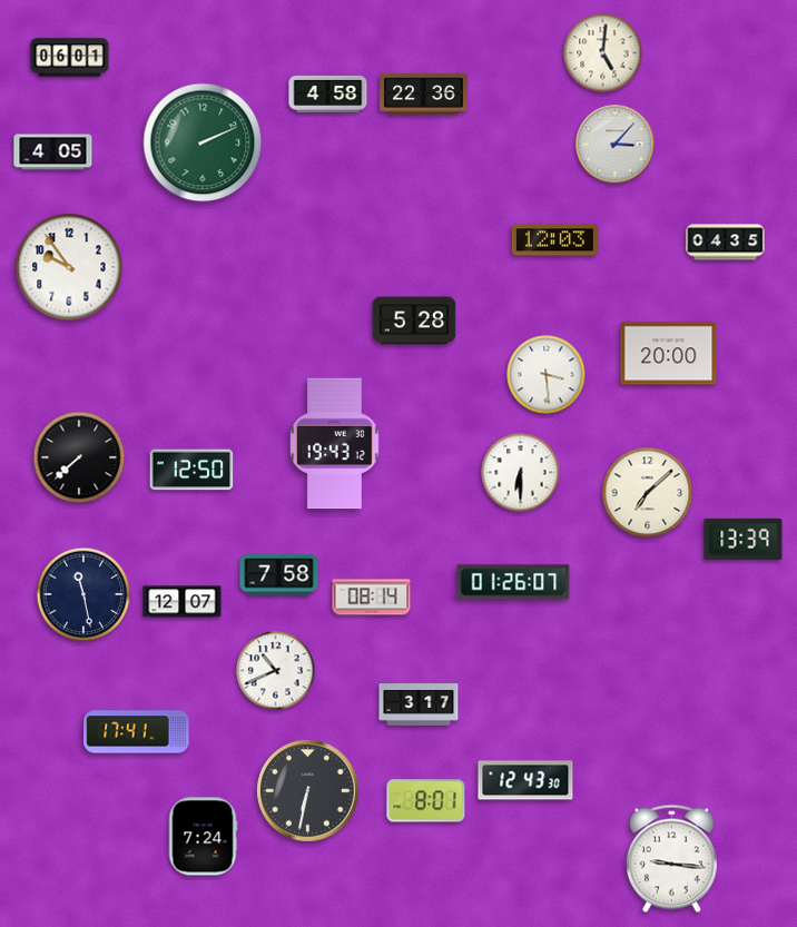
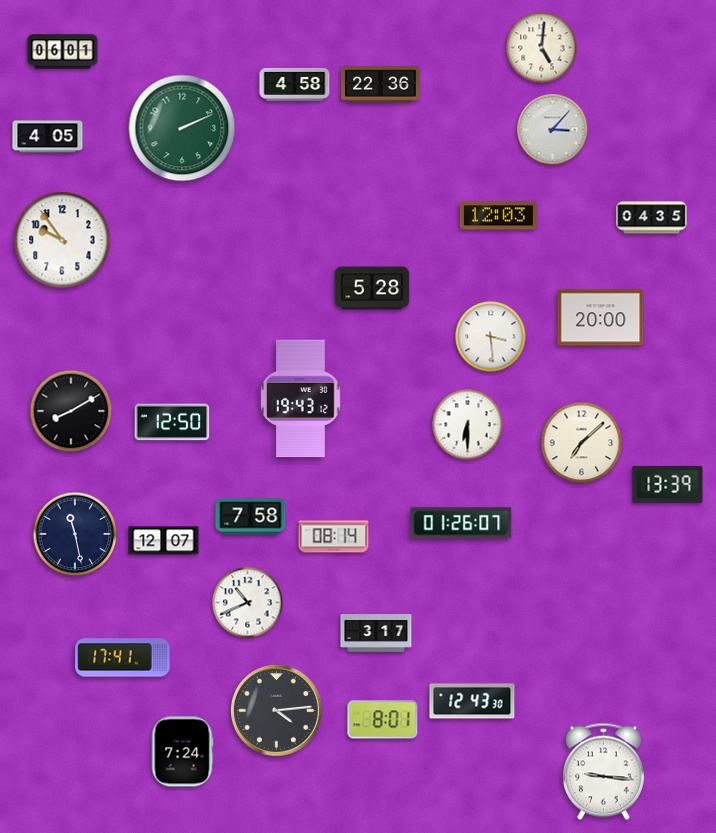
clock at (79, 457): 7:38 -> 8:10
clock at (308, 791): 6:32 -> 4:14
